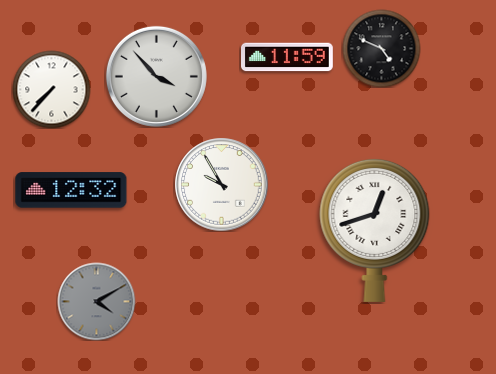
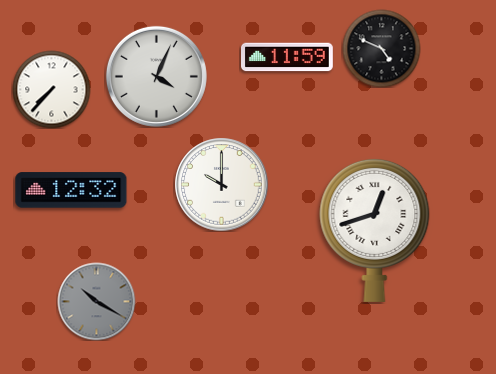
clock at (156, 76): 3:53 -> 4:04
clock at (221, 184): 9:55 -> 10:00
clock at (96, 301): 4:10 -> 10:20
